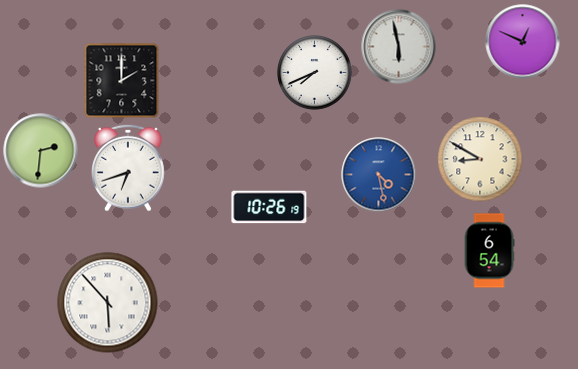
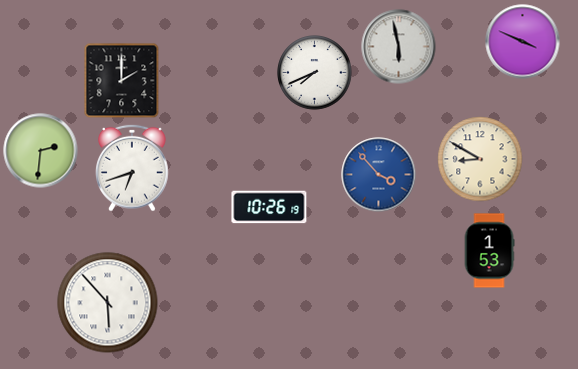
clock at (523, 42): 12:49 -> 3:49
clock at (129, 168) position: (129, 168) -> (133, 168)
clock at (379, 175): 4:28 -> 3:53
clock at (489, 251): 6:54 -> 1:53
